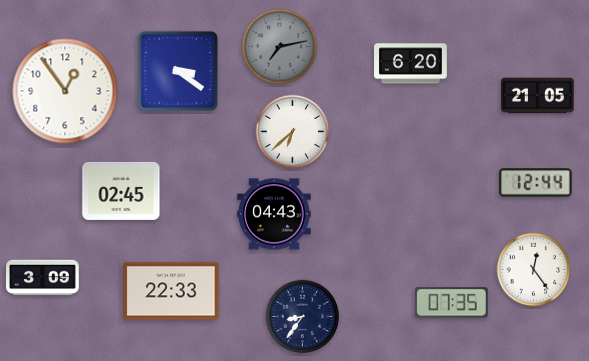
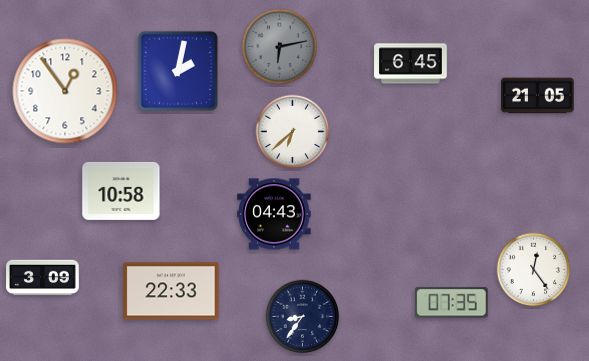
clock at (280, 47): 7:13 -> 6:13
clock at (411, 64): 6:20 -> 6:45
clock at (178, 71): 3:21 -> 2:02
clock at (536, 183): 12:44 -> none
clock at (121, 191): 02:45 -> 10:58
